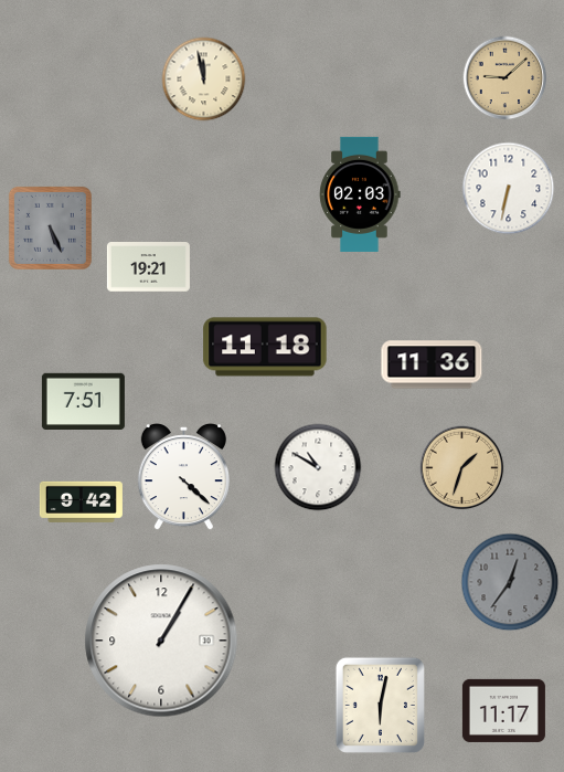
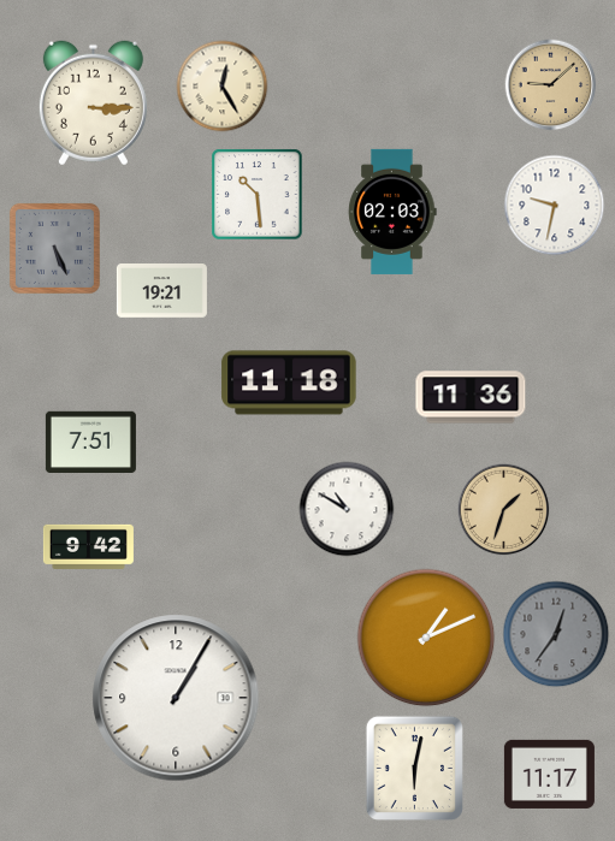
clock at (204, 80): 11:58 -> 12:25
clock at (93, 103): none -> 3:15
clock at (258, 195): none -> 10:29
clock at (509, 189): 6:32 -> 9:32
clock at (265, 347) position: (265, 347) -> (289, 383)
clock at (83, 401) position: (83, 401) -> (90, 442)
clock at (183, 478): 4:22 -> none
clock at (426, 638): none -> 1:11
